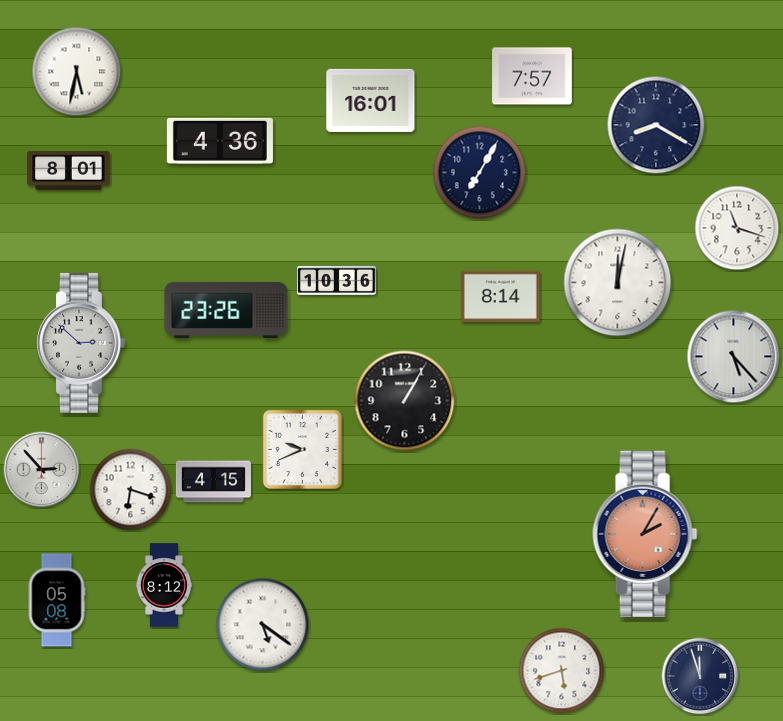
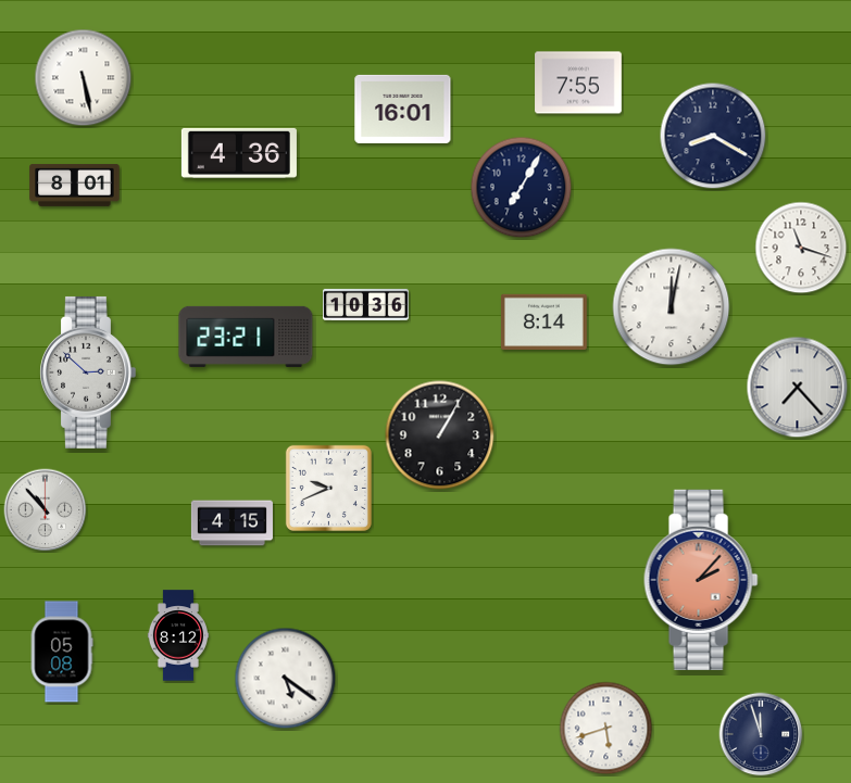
clock at (77, 72): 5:32 -> 5:28
clock at (532, 76): 7:57 -> 7:55
clock at (226, 310): 23:26 -> 23:21
clock at (734, 357): 5:23 -> 7:23
clock at (42, 470): 2:53 -> 10:53
clock at (131, 490): 6:18 -> none
clock at (645, 534): 2:05 -> 2:07
clock at (562, 671) position: (562, 671) -> (606, 729)
